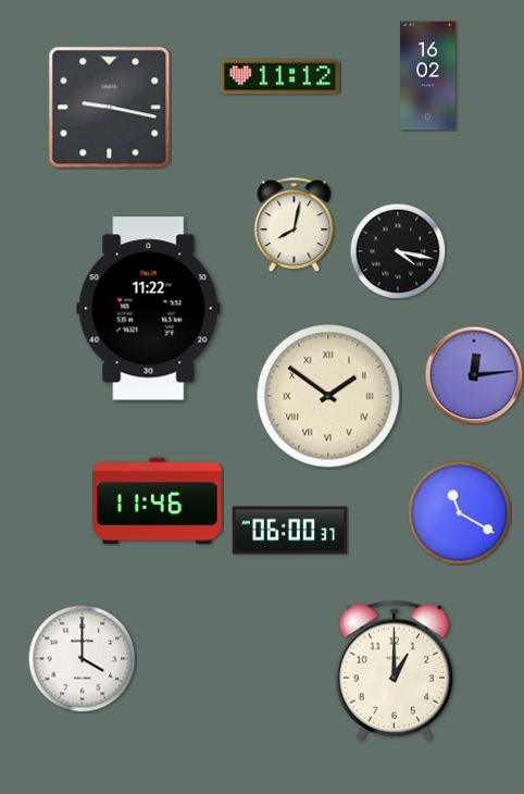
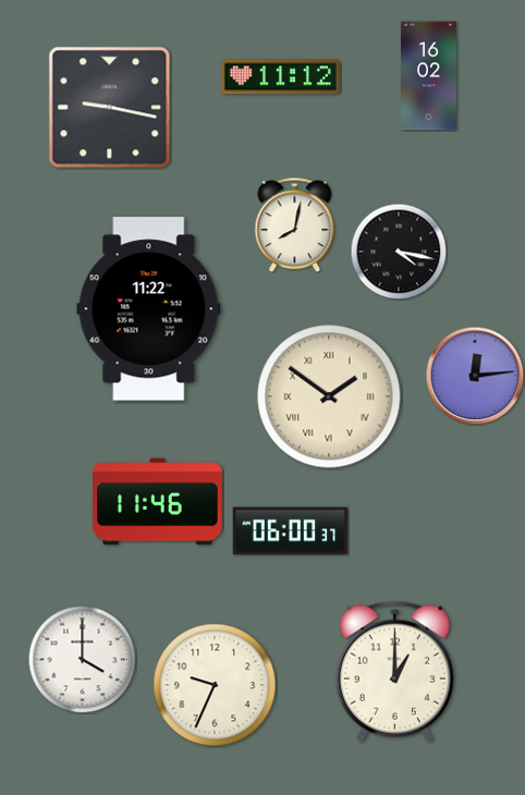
clock at (459, 512): 11:20 -> none
clock at (215, 685): none -> 9:34
